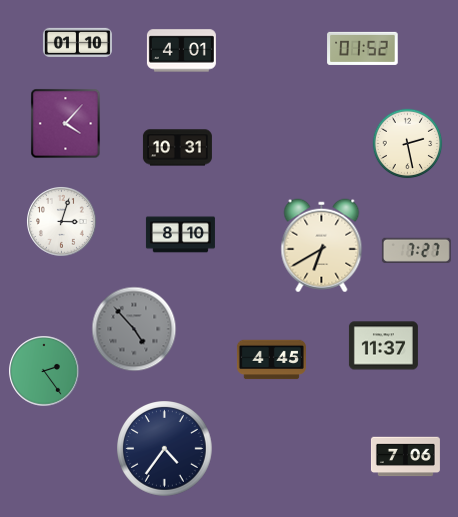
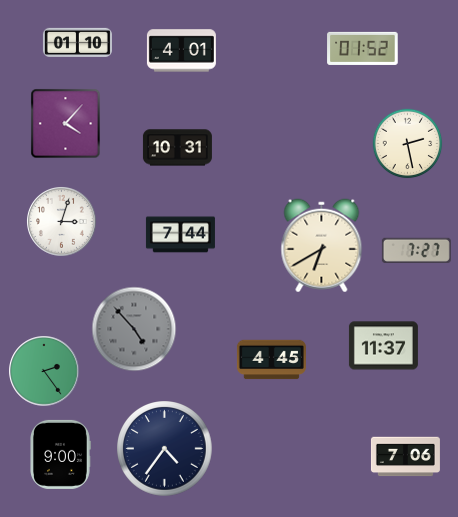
clock at (180, 235): 8:10 -> 7:44
clock at (60, 454): none -> 9:00
